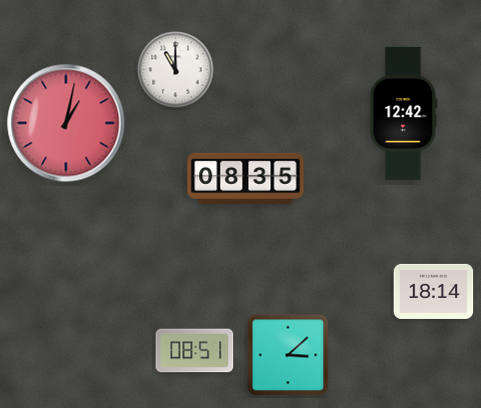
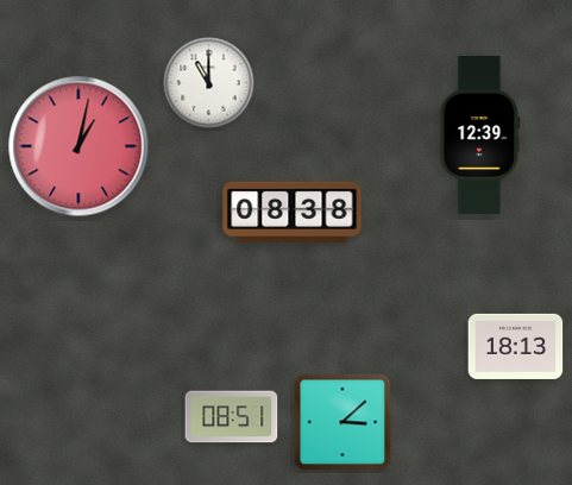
clock at (404, 113): 12:42 -> 12:39
clock at (246, 178): 08:35 -> 08:38
clock at (434, 291): 18:14 -> 18:13
